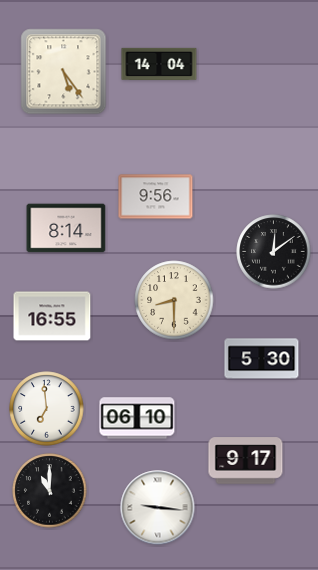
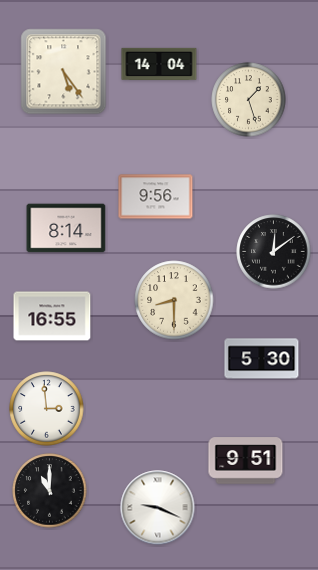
clock at (249, 100): none -> 1:27
clock at (47, 409): 6:59 -> 2:59
clock at (137, 418): 06:10 -> none
clock at (246, 461): 9:17 -> 9:51
clock at (158, 508): 9:16 -> 9:19
